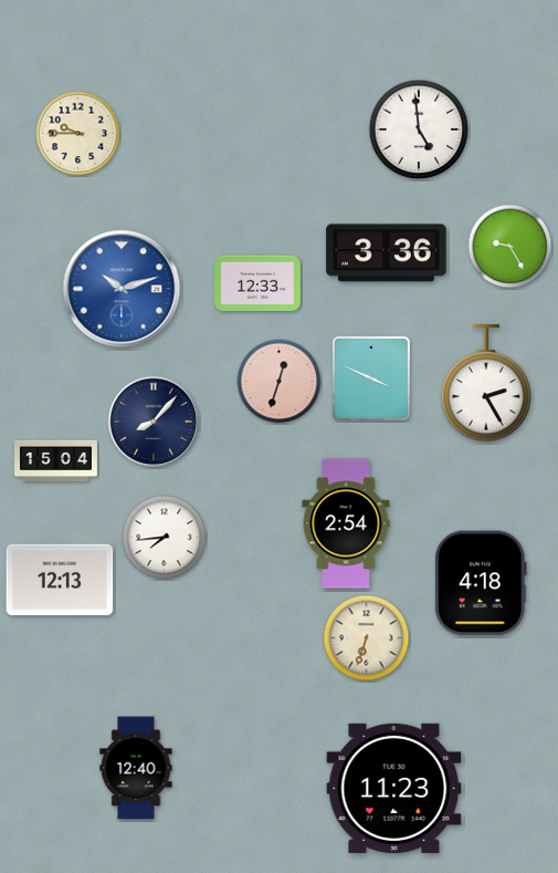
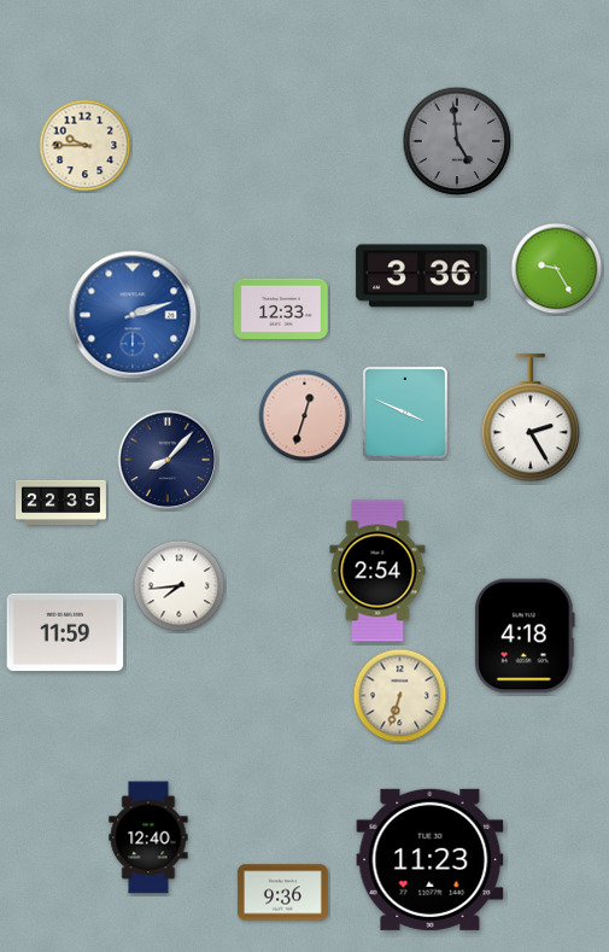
clock at (419, 129) dial: white -> grey
clock at (122, 289): 10:12 -> 2:12
clock at (56, 460): 15:04 -> 22:35
clock at (60, 580): 12:13 -> 11:59
clock at (282, 893): none -> 9:36
